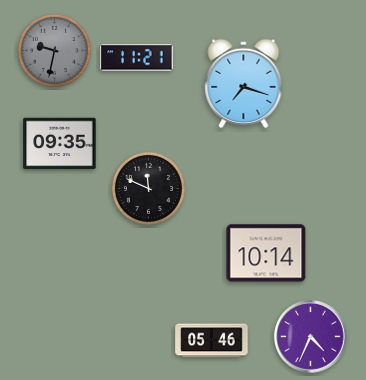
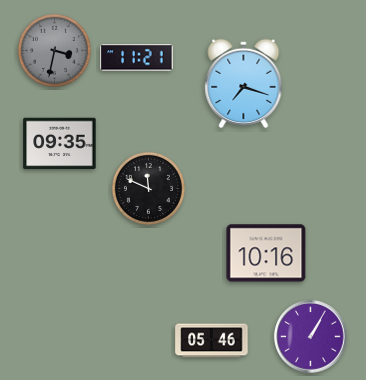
clock at (54, 50): 9:32 -> 3:32
clock at (266, 253): 10:14 -> 10:16
clock at (311, 337): 4:34 -> 1:05
